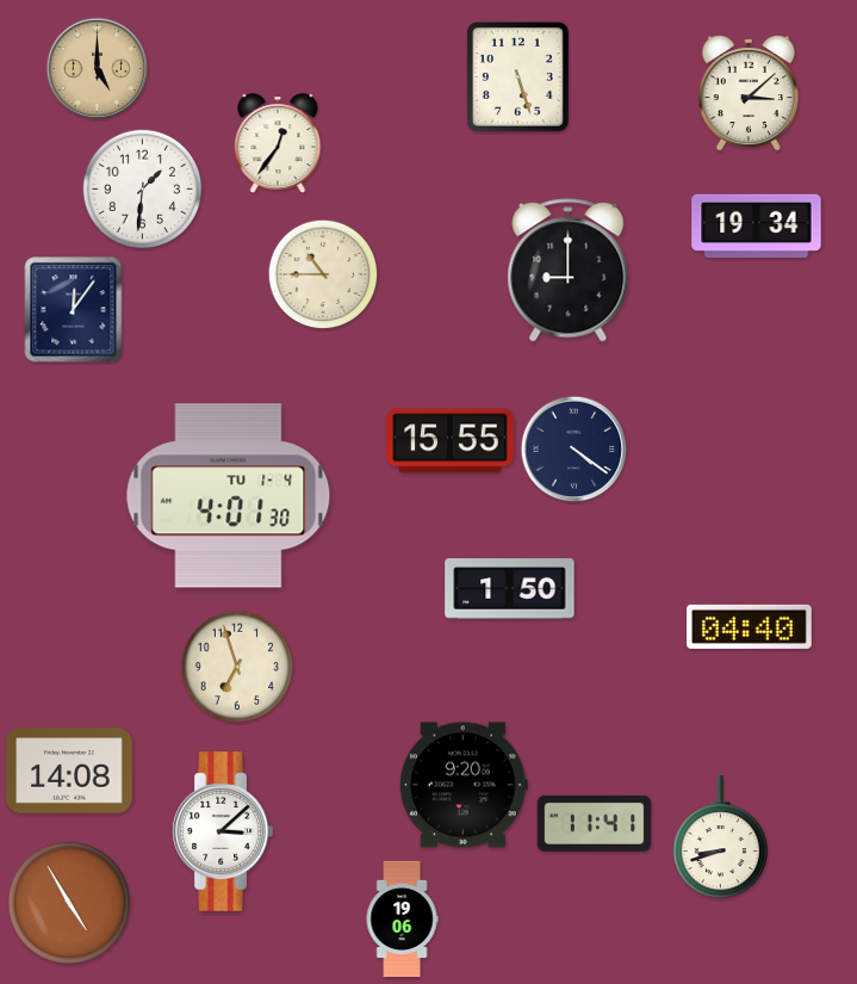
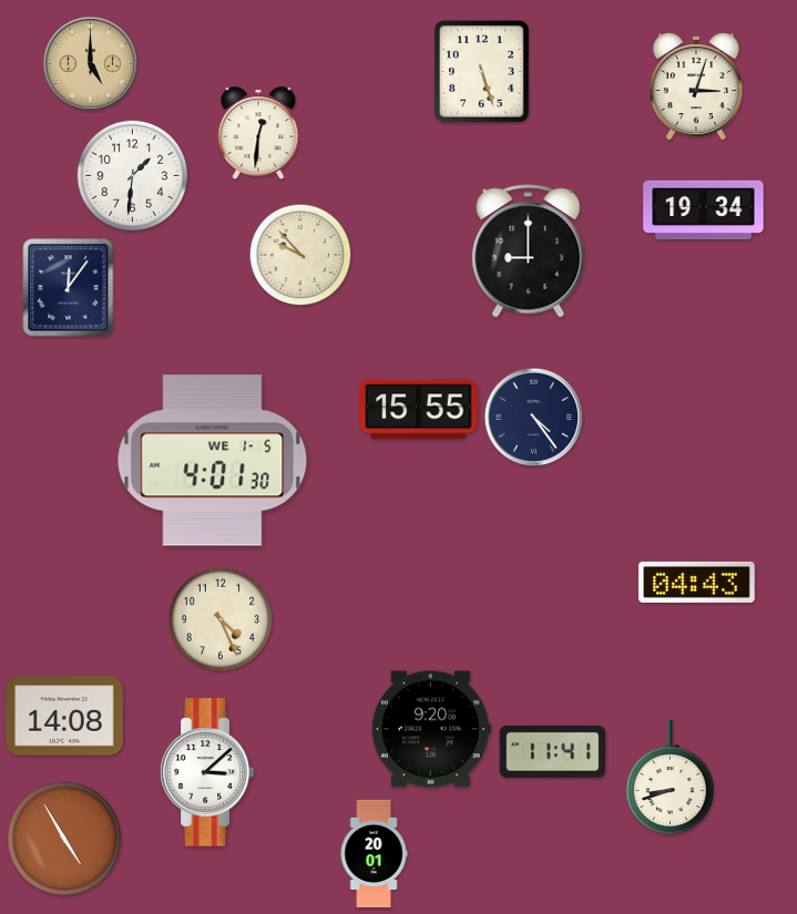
clock at (749, 93): 3:08 -> 3:03
clock at (278, 144): 12:36 -> 12:31
clock at (323, 274): 10:45 -> 9:53
clock at (575, 450): 4:21 -> 4:24
clock at (229, 496) date: TU 1-4 -> WE 1-5
clock at (510, 589): 1:50 -> none
clock at (750, 626): 04:40 -> 04:43
clock at (237, 667): 6:57 -> 4:26
clock at (595, 823) position: (595, 823) -> (553, 751)
clock at (402, 920): 19:06 -> 20:01
